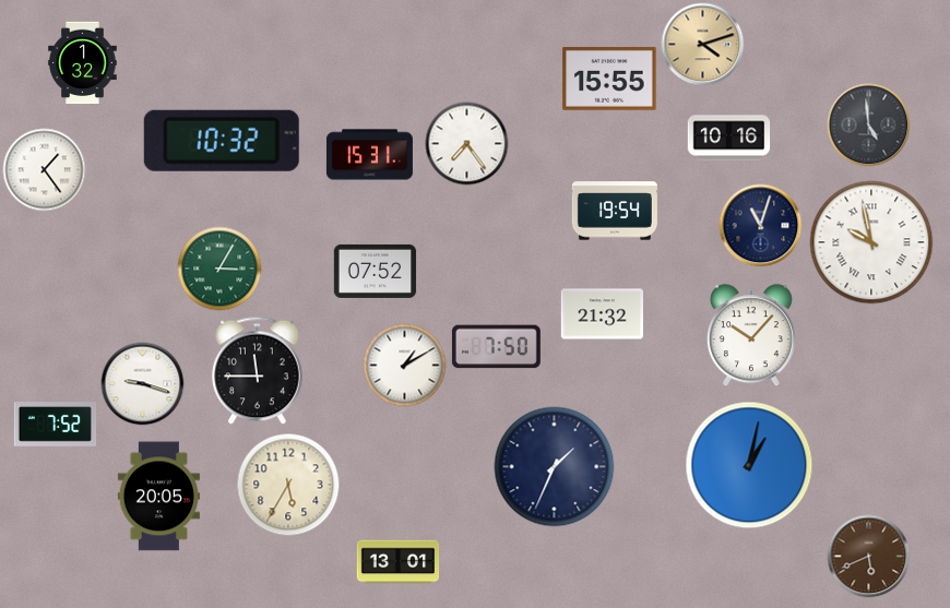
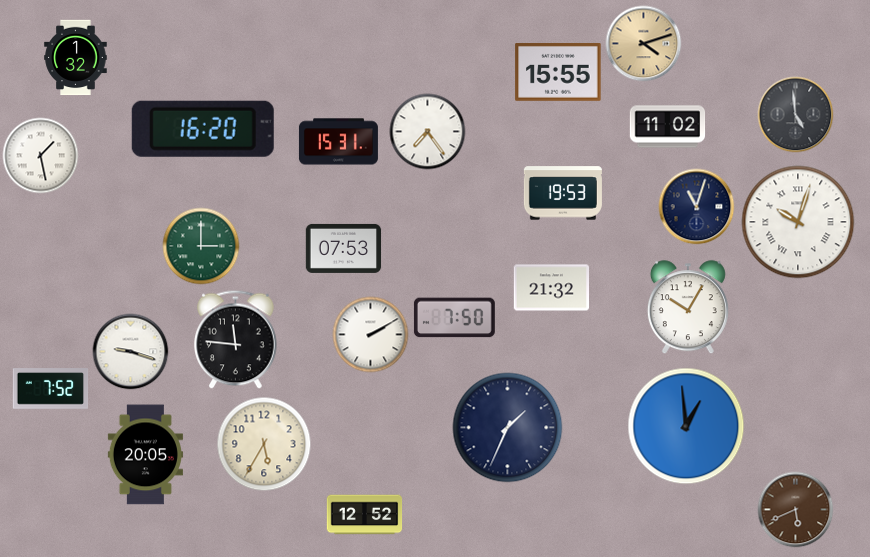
clock at (703, 45) position: (703, 45) -> (644, 44)
clock at (729, 139): 10:16 -> 11:02
clock at (222, 141): 10:32 -> 16:20
clock at (45, 170): 1:24 -> 1:28
clock at (615, 211): 19:54 -> 19:53
clock at (871, 242): 9:58 -> 10:03
clock at (219, 269): 3:05 -> 3:00
clock at (376, 271): 07:52 -> 07:53
clock at (751, 336): 10:07 -> 10:05
clock at (405, 366): 1:10 -> 2:10
clock at (258, 371): 11:45 -> 11:46
clock at (749, 465): 1:02 -> 12:59
clock at (399, 562): 13:01 -> 12:52
